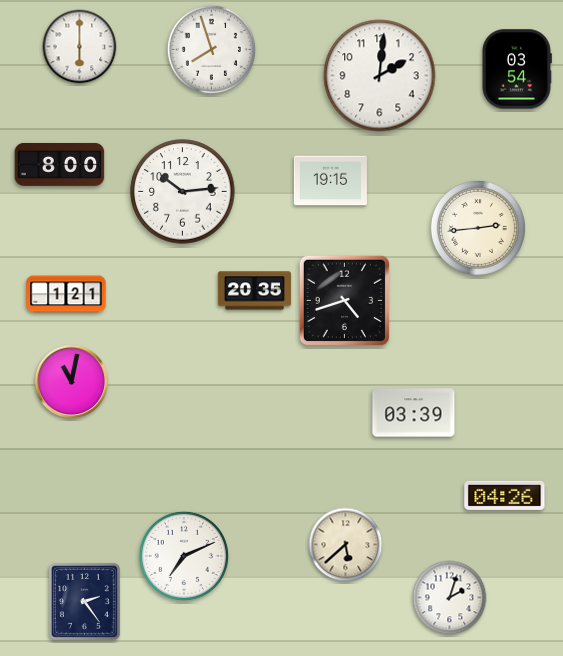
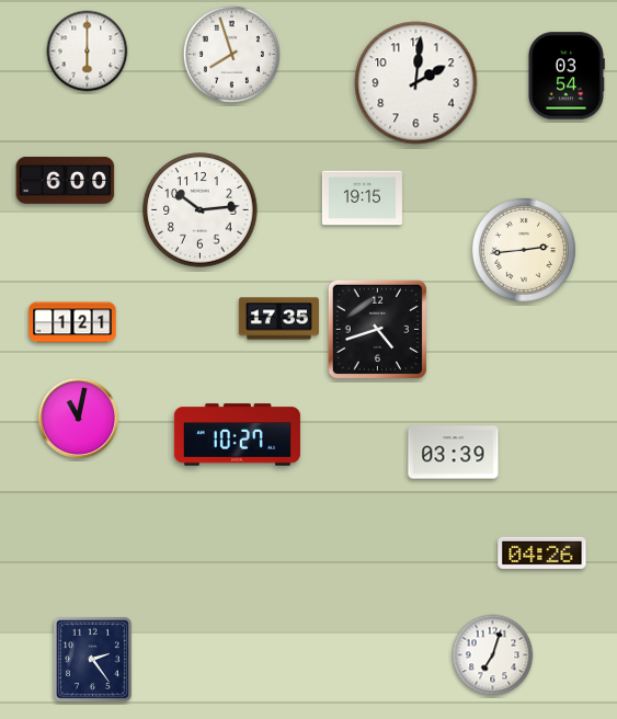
clock at (60, 164): 8:00 -> 6:00
clock at (254, 291): 20:35 -> 17:35
clock at (237, 435): none -> 10:27
clock at (505, 495) position: (505, 495) -> (542, 552)
clock at (346, 545): 5:38 -> none
clock at (184, 556): 7:11 -> none
clock at (450, 598): 2:03 -> 7:03
